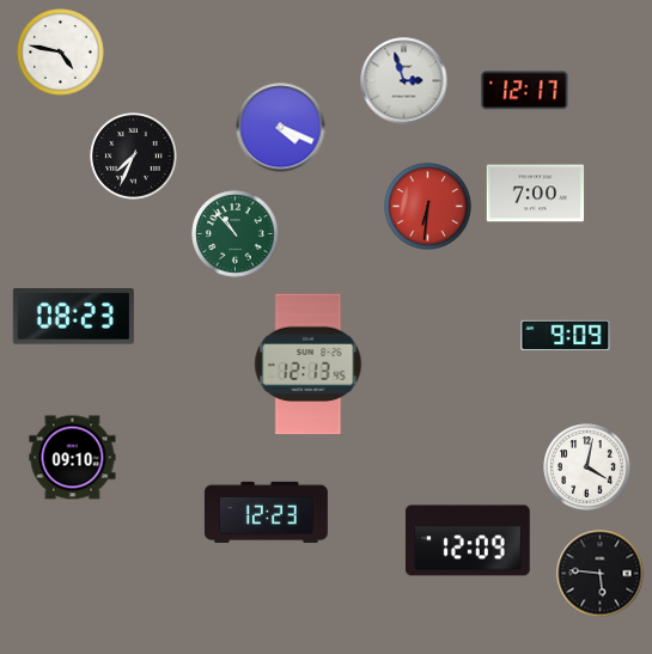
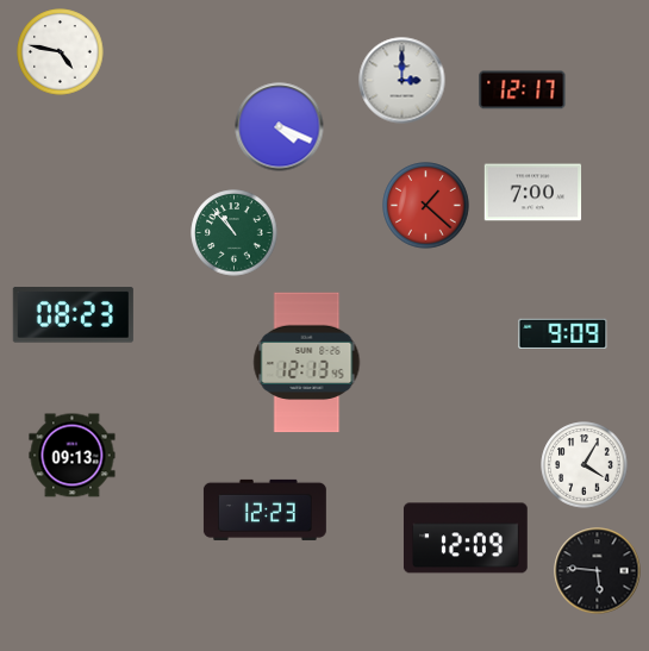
clock at (404, 81): 2:57 -> 3:00
clock at (134, 157): 7:34 -> none
clock at (428, 207): 6:31 -> 1:22
clock at (73, 458): 09:10 -> 09:13
clock at (587, 467): 4:02 -> 4:05
